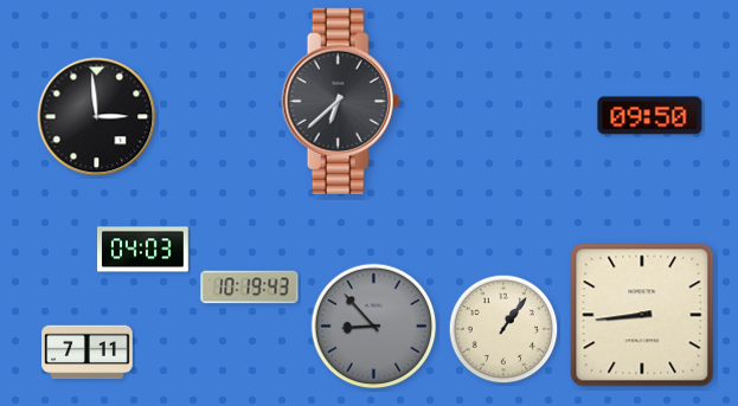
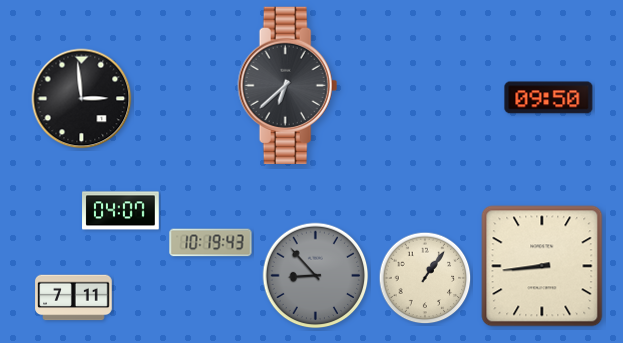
clock at (143, 250): 04:03 -> 04:07
